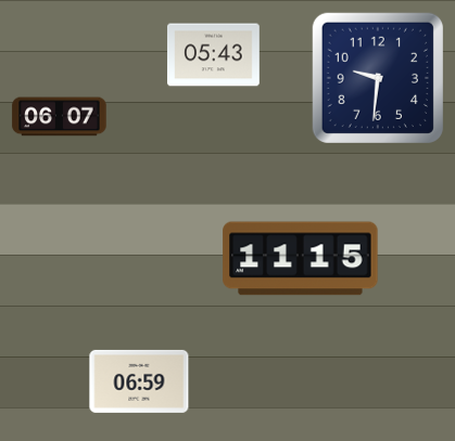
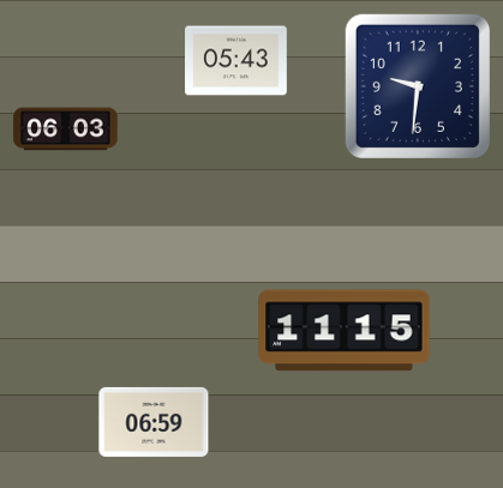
clock at (60, 117): 06:07 -> 06:03
clock at (301, 259) position: (301, 259) -> (345, 331)
